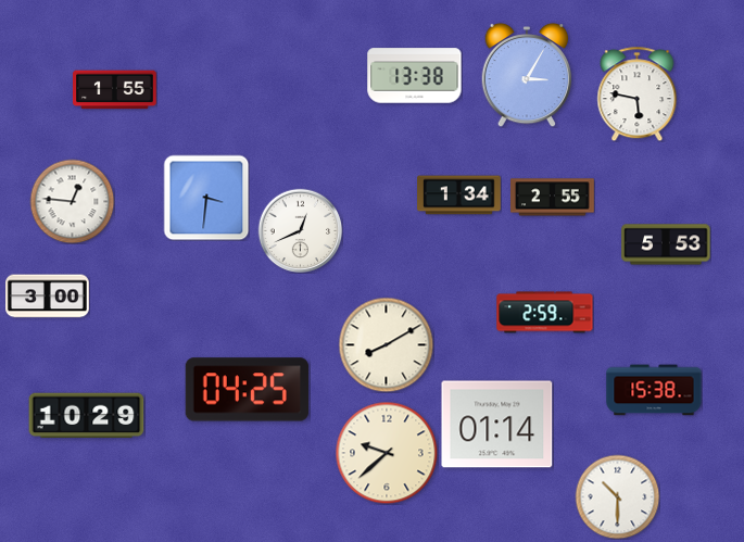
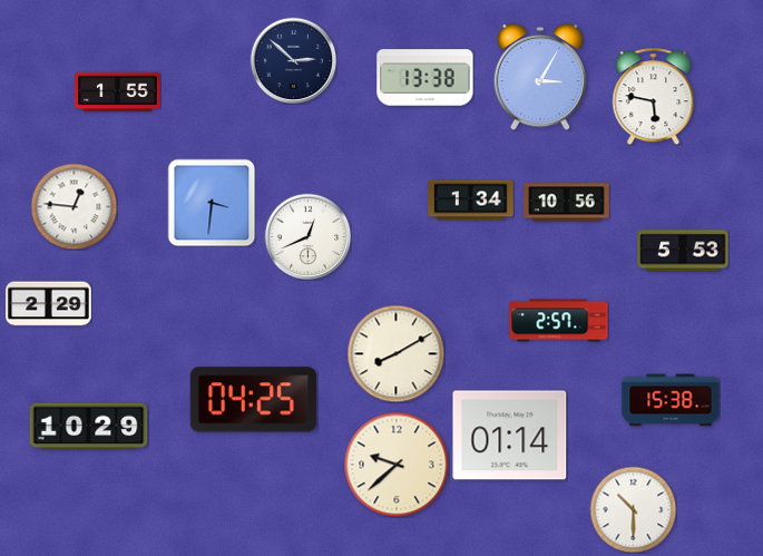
clock at (293, 60): none -> 2:52
clock at (553, 198): 2:55 -> 10:56
clock at (48, 297): 3:00 -> 2:29
clock at (545, 313): 2:59 -> 2:57
